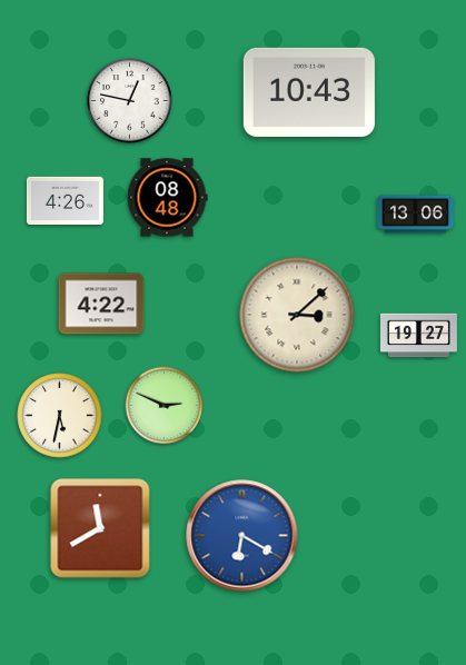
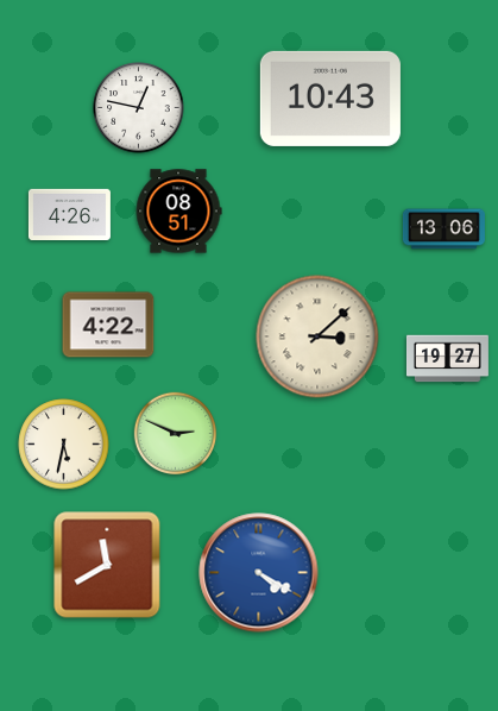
clock at (167, 198): 08:48 -> 08:51
clock at (242, 536): 6:20 -> 4:20
